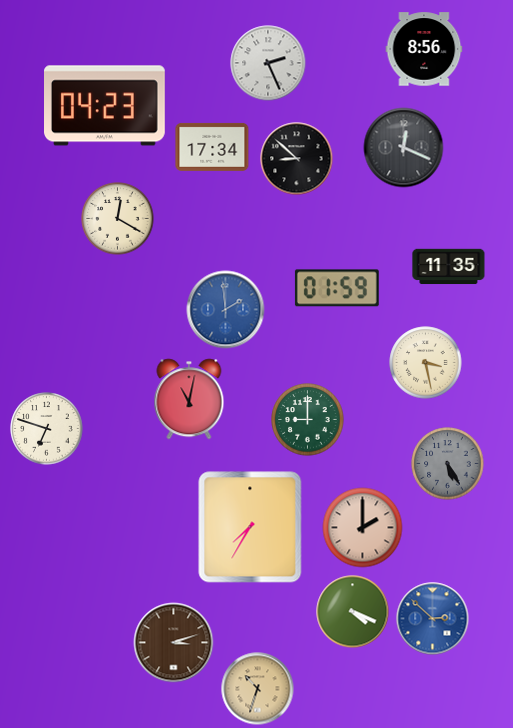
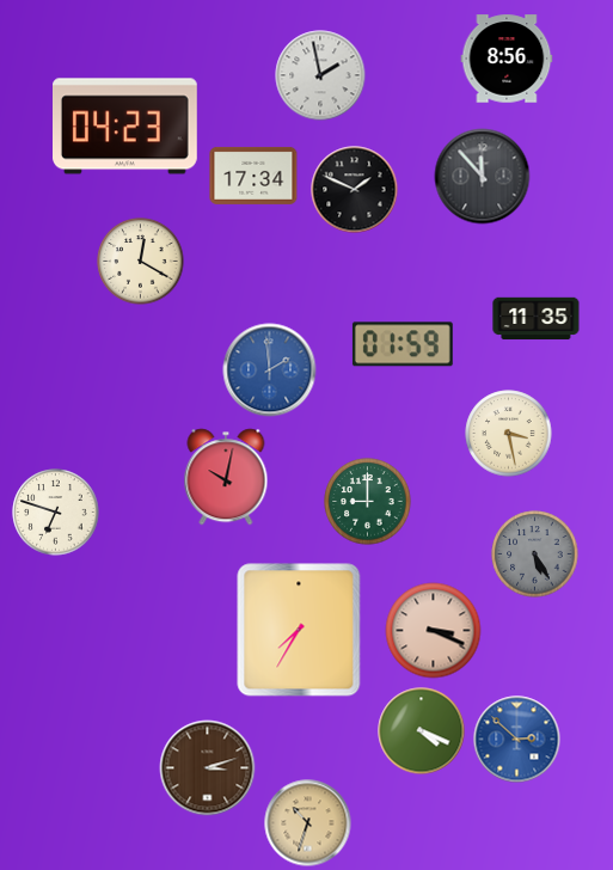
clock at (268, 63): 2:26 -> 1:58
clock at (404, 148): 12:19 -> 11:53
clock at (297, 159): 8:52 -> 1:49
clock at (189, 399): 11:02 -> 10:02
clock at (363, 528): 2:00 -> 3:19
